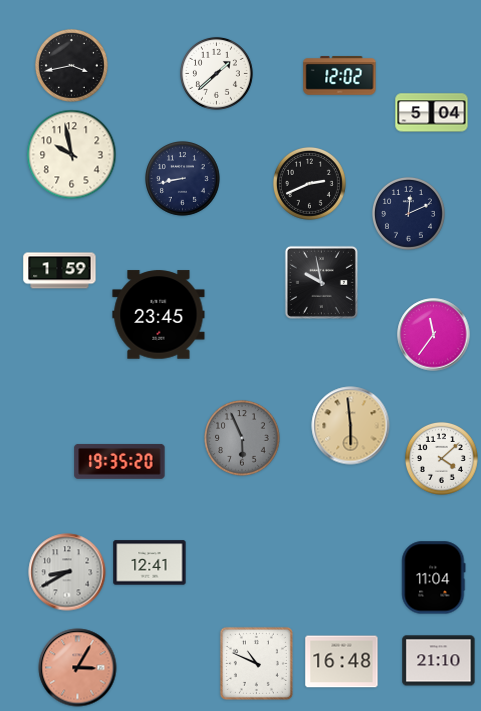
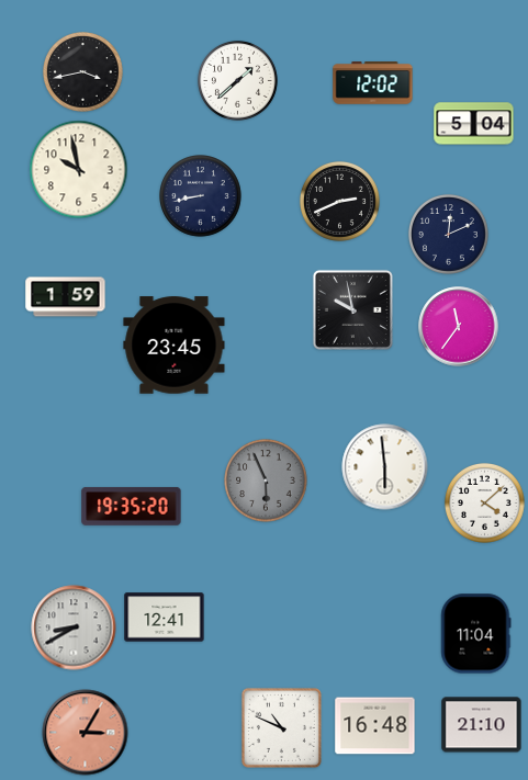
clock at (71, 65) position: (71, 65) -> (82, 71)
clock at (434, 335) position: (434, 335) -> (459, 327)
clock at (351, 426) dial: champagne -> white
